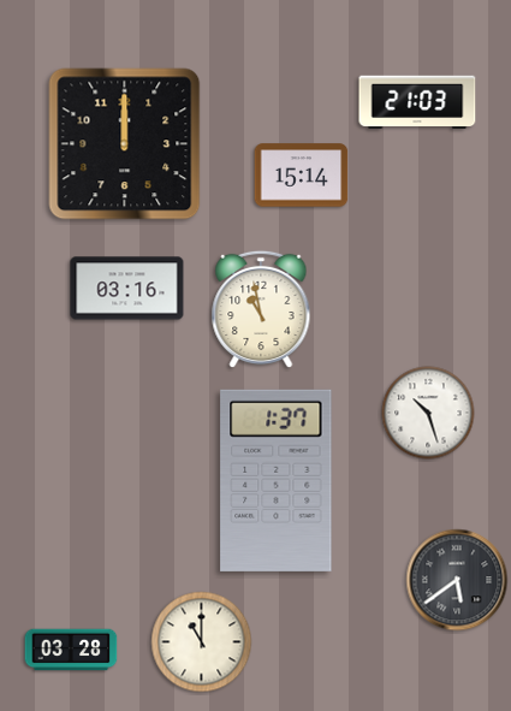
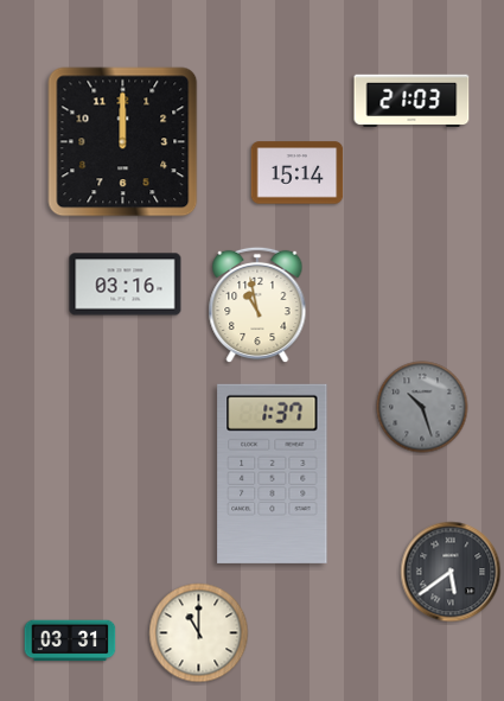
clock at (428, 413) dial: white -> grey
clock at (71, 650): 03:28 -> 03:31
